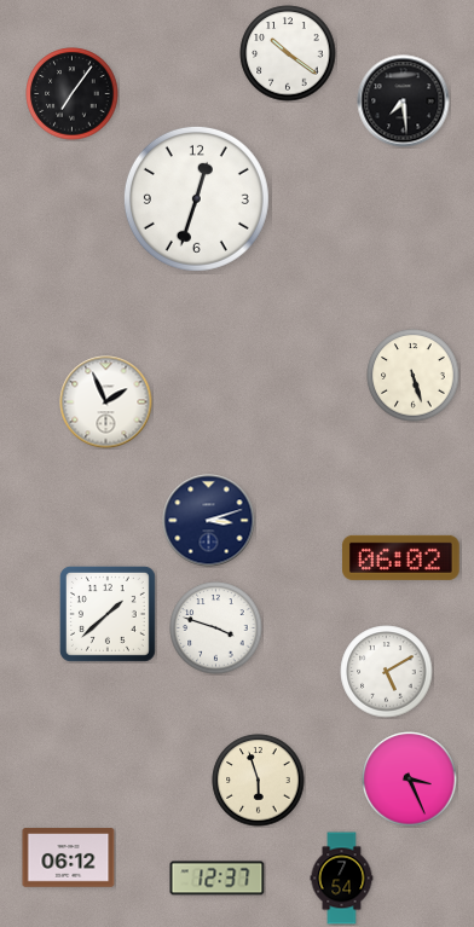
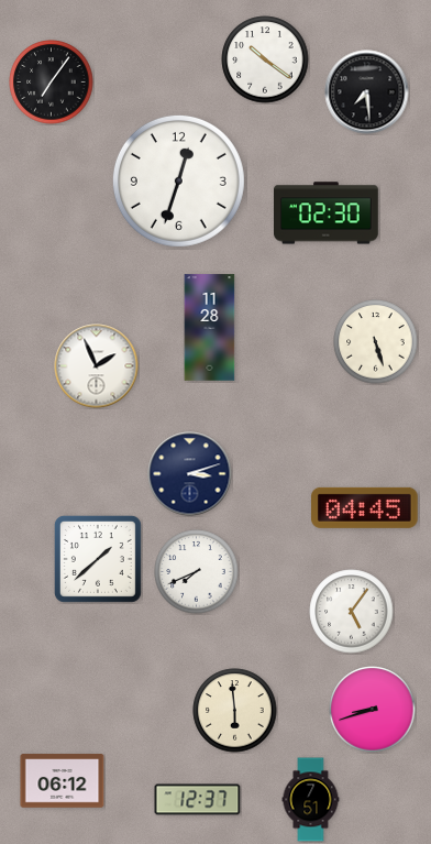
clock at (288, 53) position: (288, 53) -> (265, 59)
clock at (73, 94) position: (73, 94) -> (52, 83)
clock at (327, 213): none -> 02:30
clock at (210, 328): none -> 11:28
clock at (401, 557): 06:02 -> 04:45
clock at (216, 628): 3:48 -> 7:41
clock at (387, 672): 5:10 -> 5:06
clock at (410, 780): 3:26 -> 8:42
clock at (259, 781): 5:57 -> 5:59
clock at (342, 879): 7:54 -> 7:51
